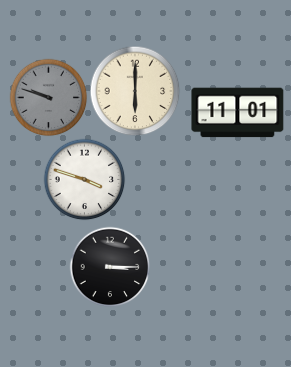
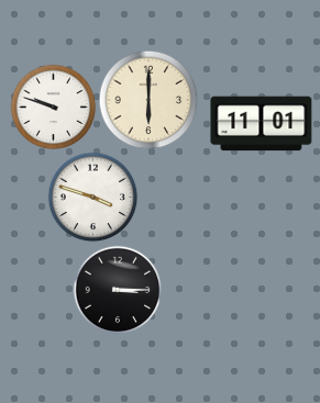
clock at (48, 97) dial: grey -> white
clock at (110, 267) position: (110, 267) -> (118, 290)
